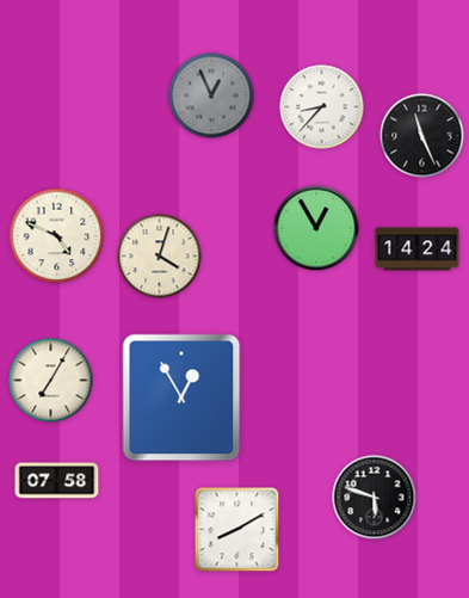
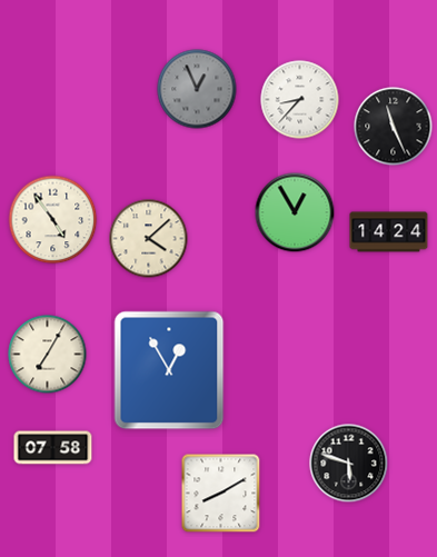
clock at (57, 236): 4:49 -> 4:54
clock at (160, 257): 4:03 -> 4:08
